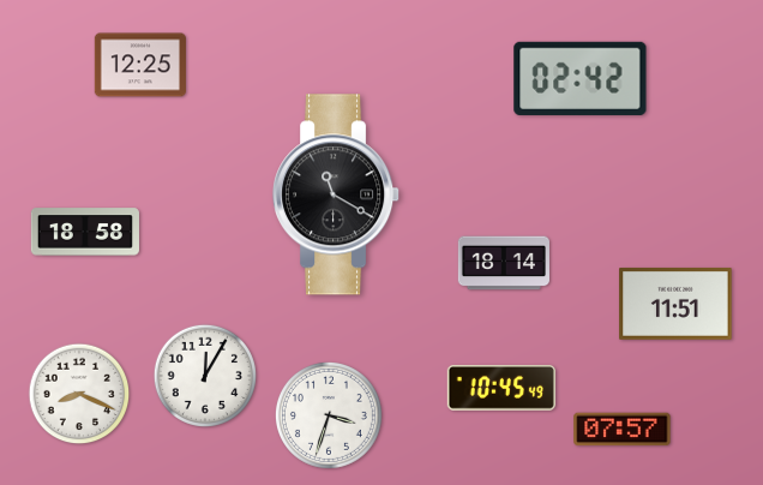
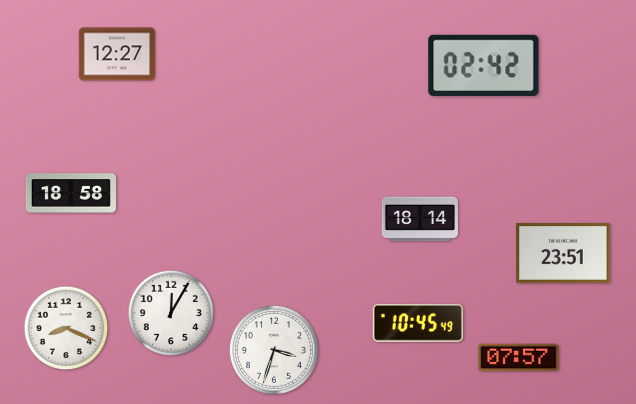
clock at (140, 65): 12:25 -> 12:27
clock at (337, 194): 11:20 -> none
clock at (675, 304): 11:51 -> 23:51
clock at (329, 415) position: (329, 415) -> (274, 350)
